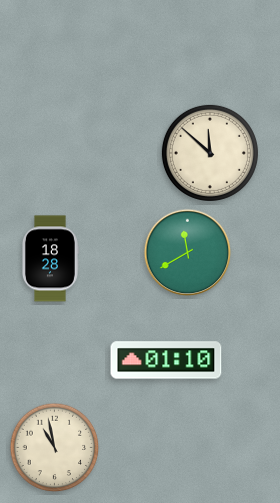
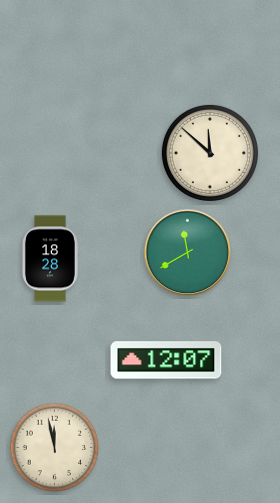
clock at (166, 360): 01:10 -> 12:07
clock at (55, 448): 10:58 -> 11:58
